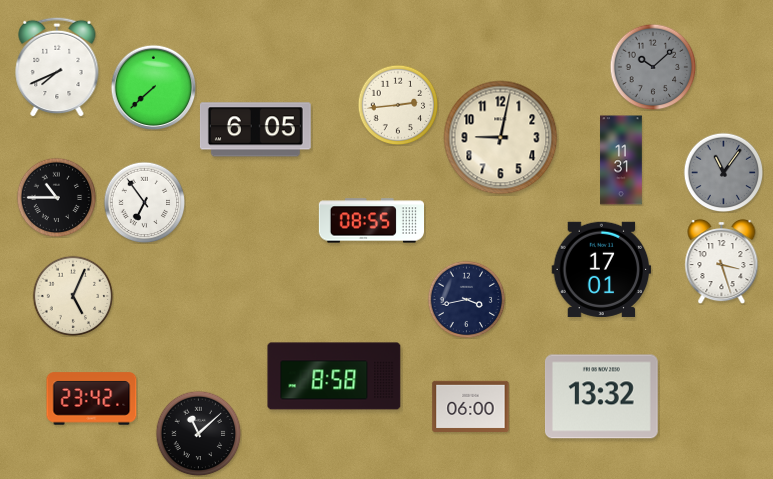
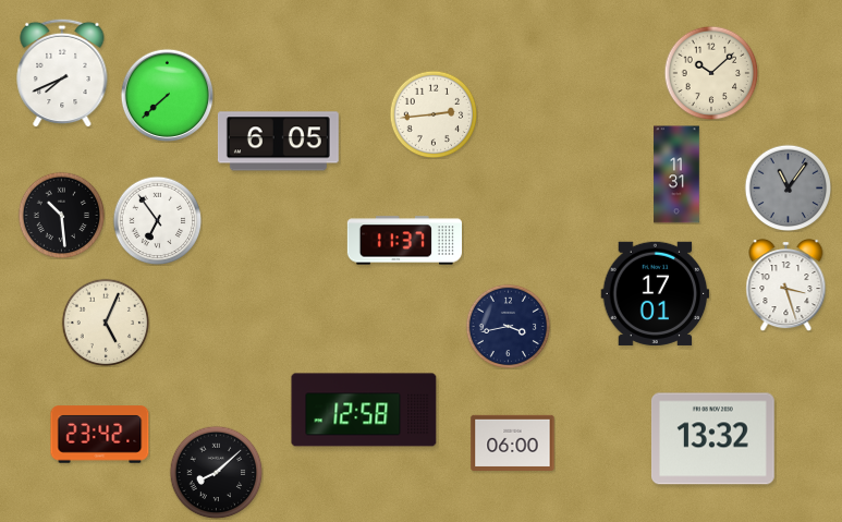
clock at (653, 67) dial: grey -> cream
clock at (501, 138): 9:02 -> none
clock at (56, 197): 10:45 -> 10:29
clock at (371, 221): 08:55 -> 11:37
clock at (73, 296) position: (73, 296) -> (106, 323)
clock at (334, 376): 8:58 -> 12:58
clock at (601, 397) position: (601, 397) -> (712, 439)
clock at (198, 433): 11:08 -> 8:08
